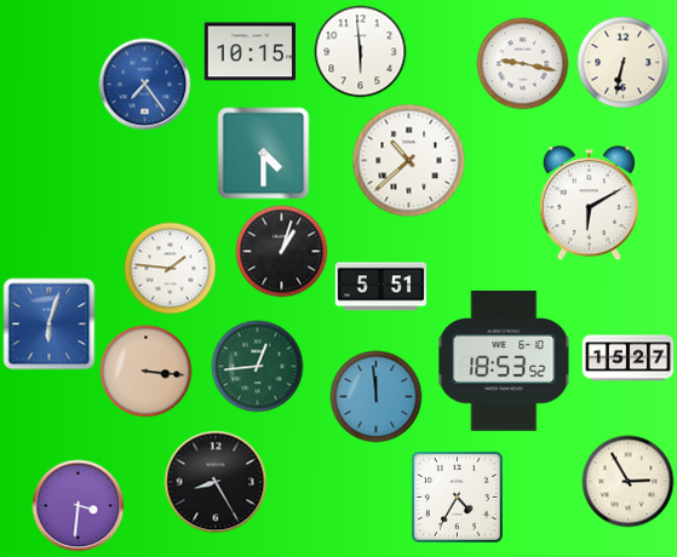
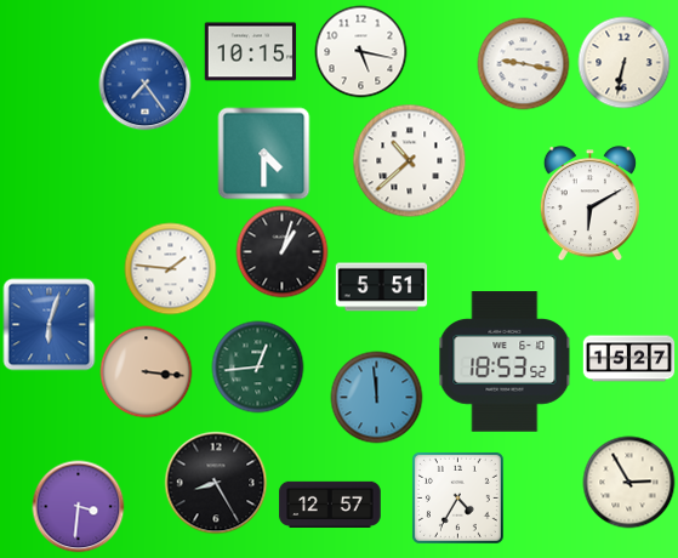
clock at (361, 52): 5:59 -> 5:17
clock at (330, 505): none -> 12:57
